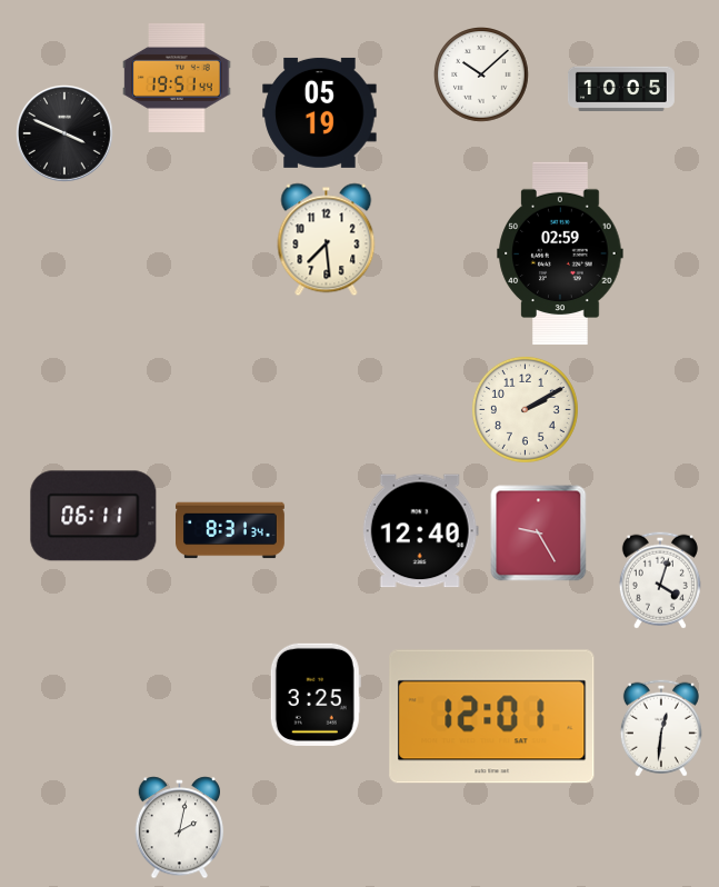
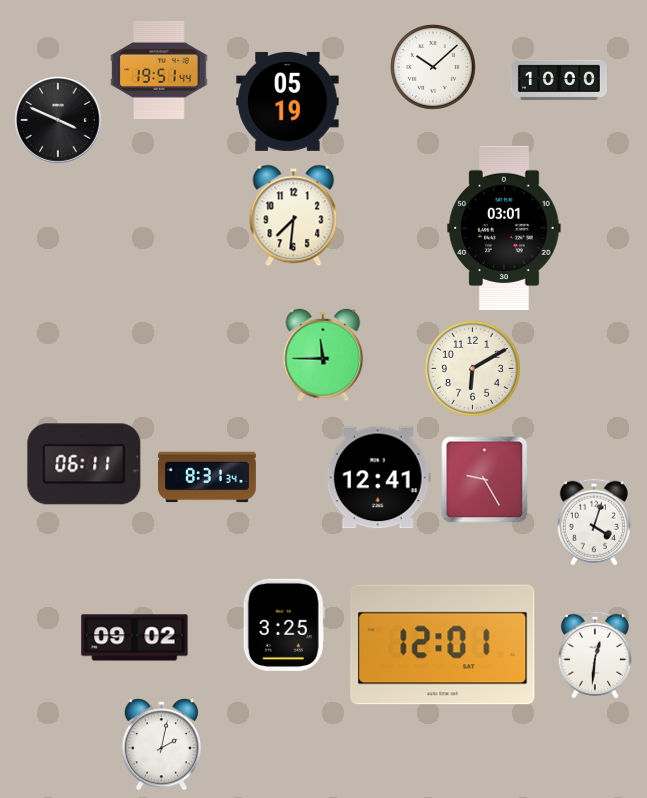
clock at (621, 88): 10:05 -> 10:00
clock at (327, 240): 7:29 -> 7:31
clock at (560, 253): 02:59 -> 03:01
clock at (323, 355): none -> 11:45
clock at (525, 409): 2:10 -> 6:10
clock at (420, 531): 12:40 -> 12:41
clock at (135, 638): none -> 09:02
